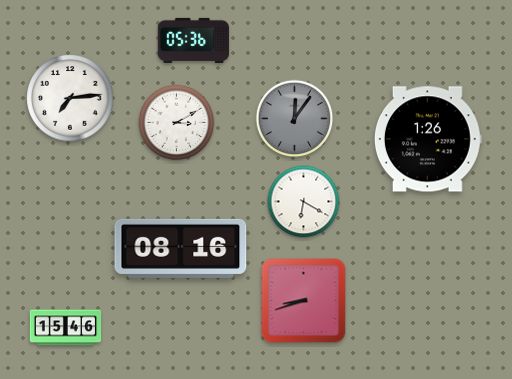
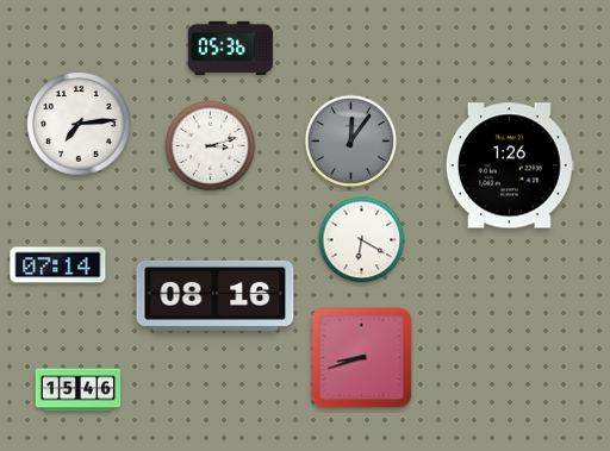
clock at (70, 98) position: (70, 98) -> (79, 124)
clock at (177, 123): 3:10 -> 3:12
clock at (58, 265): none -> 07:14
